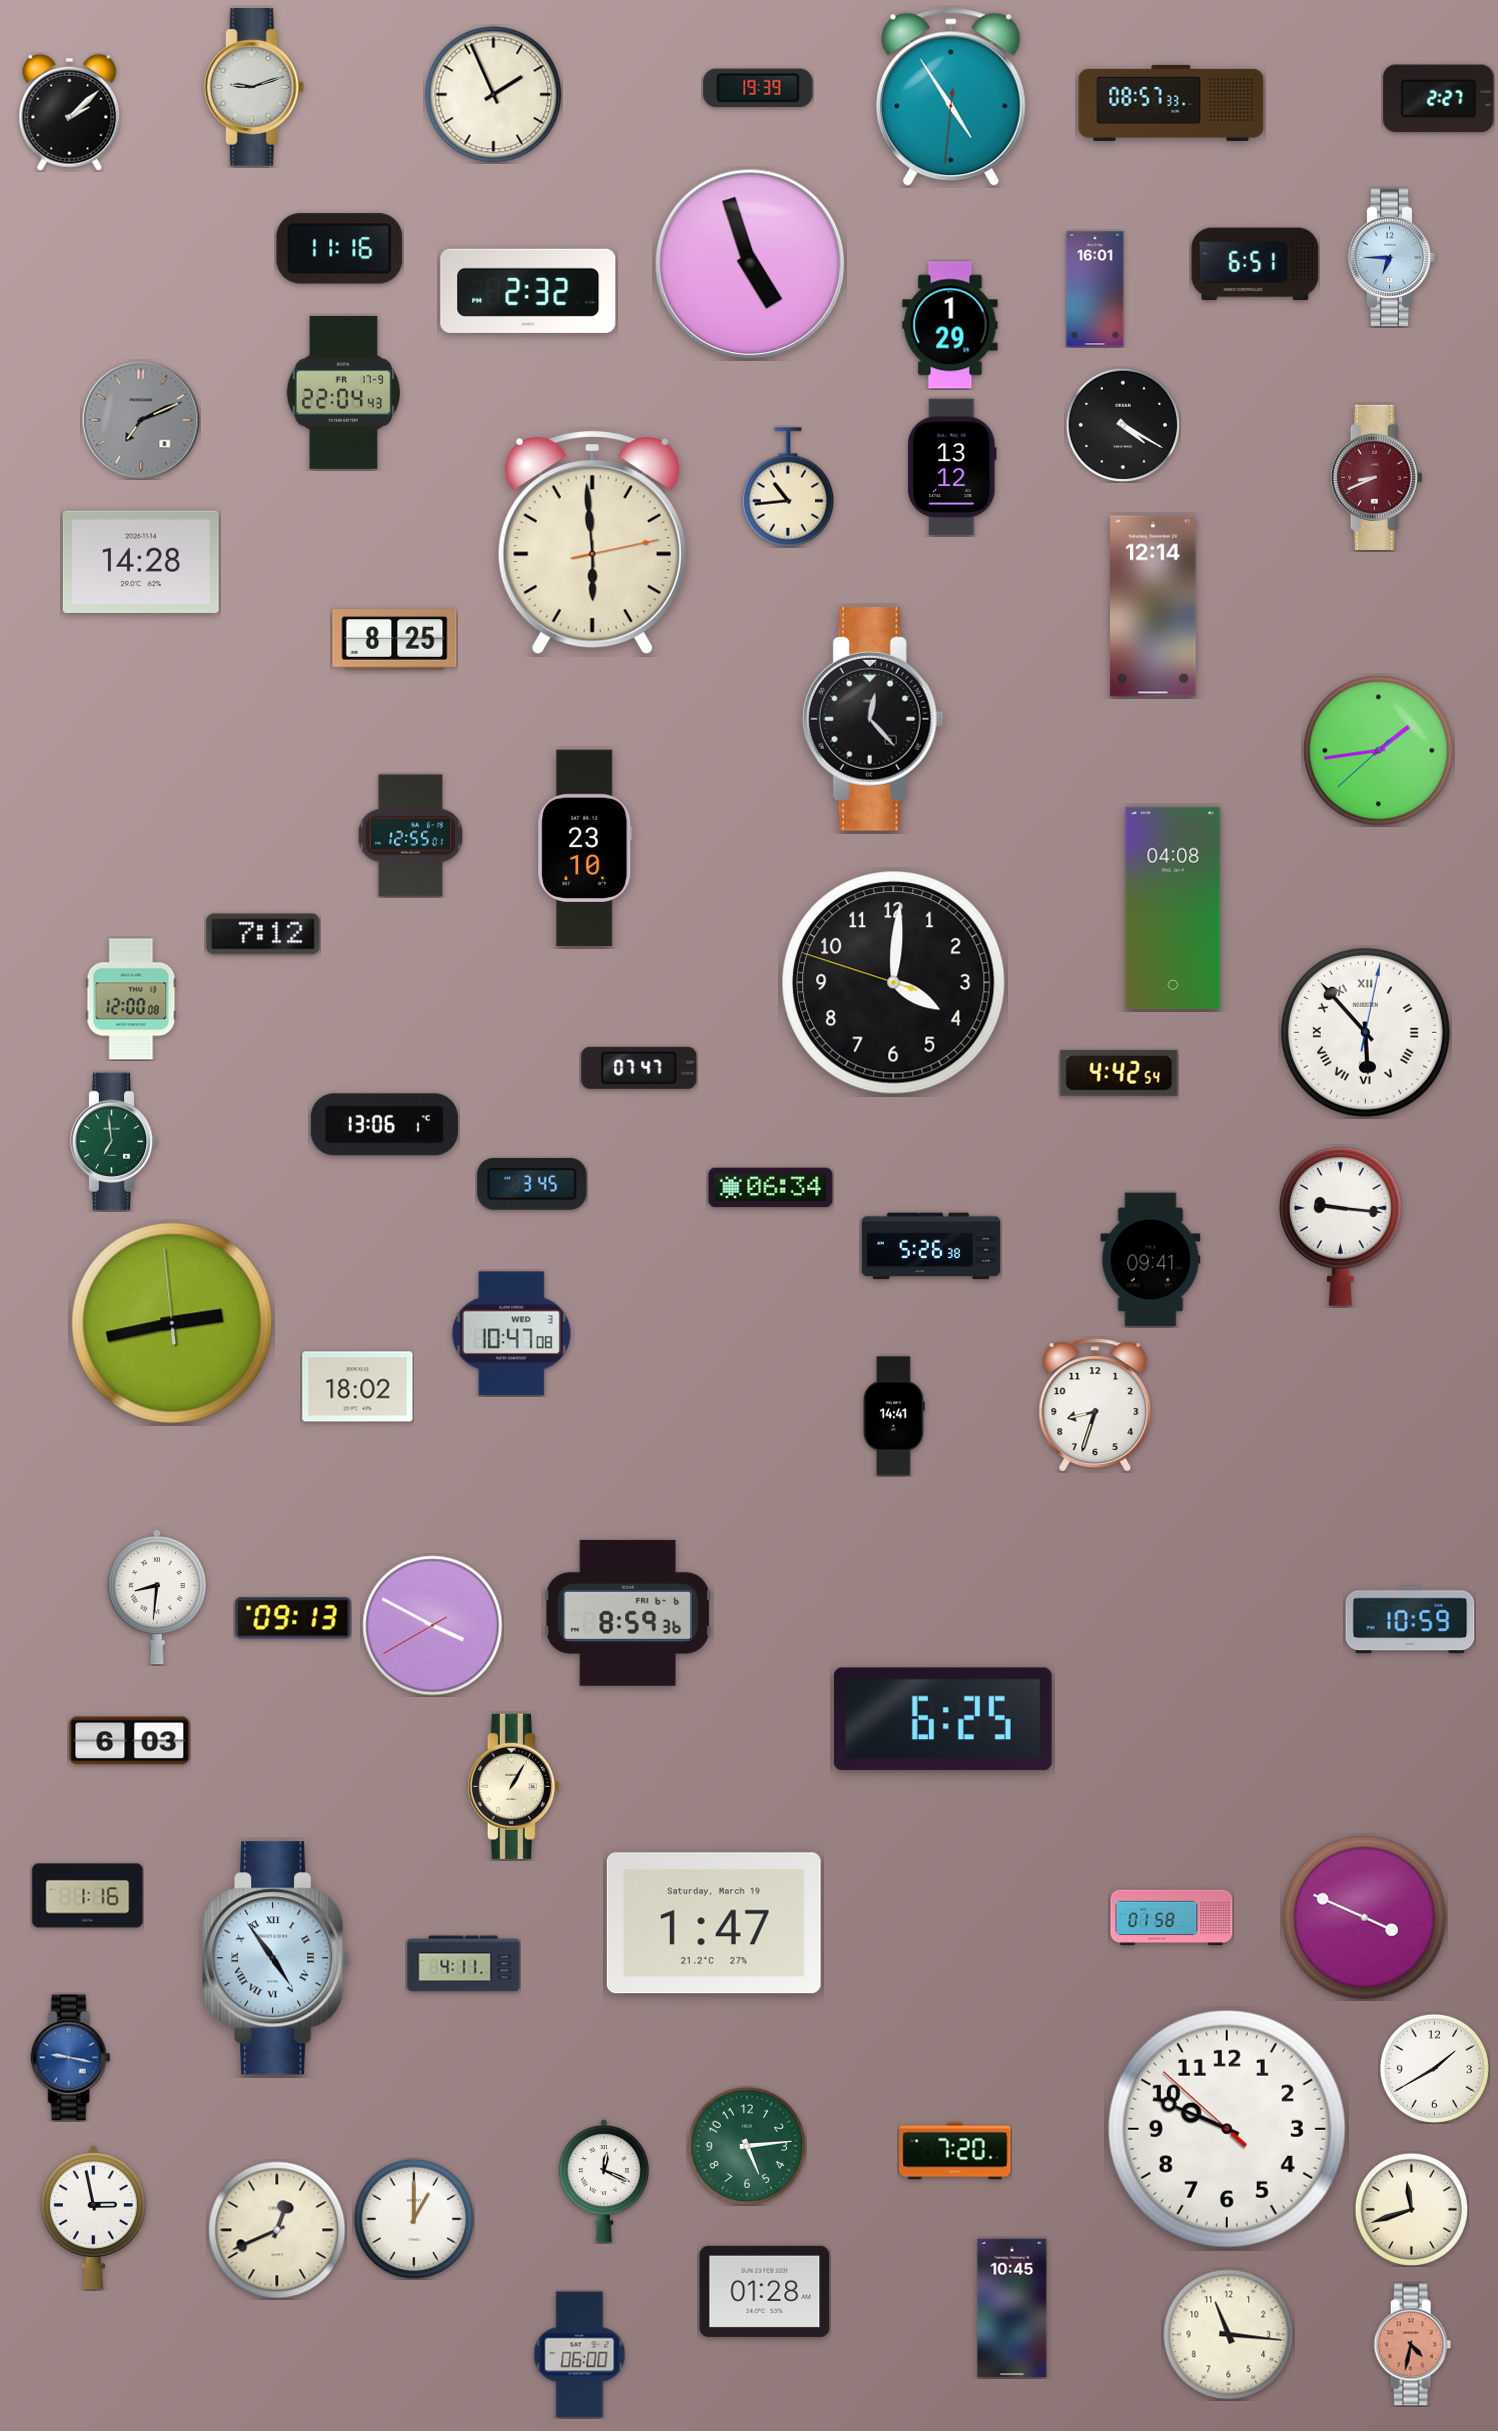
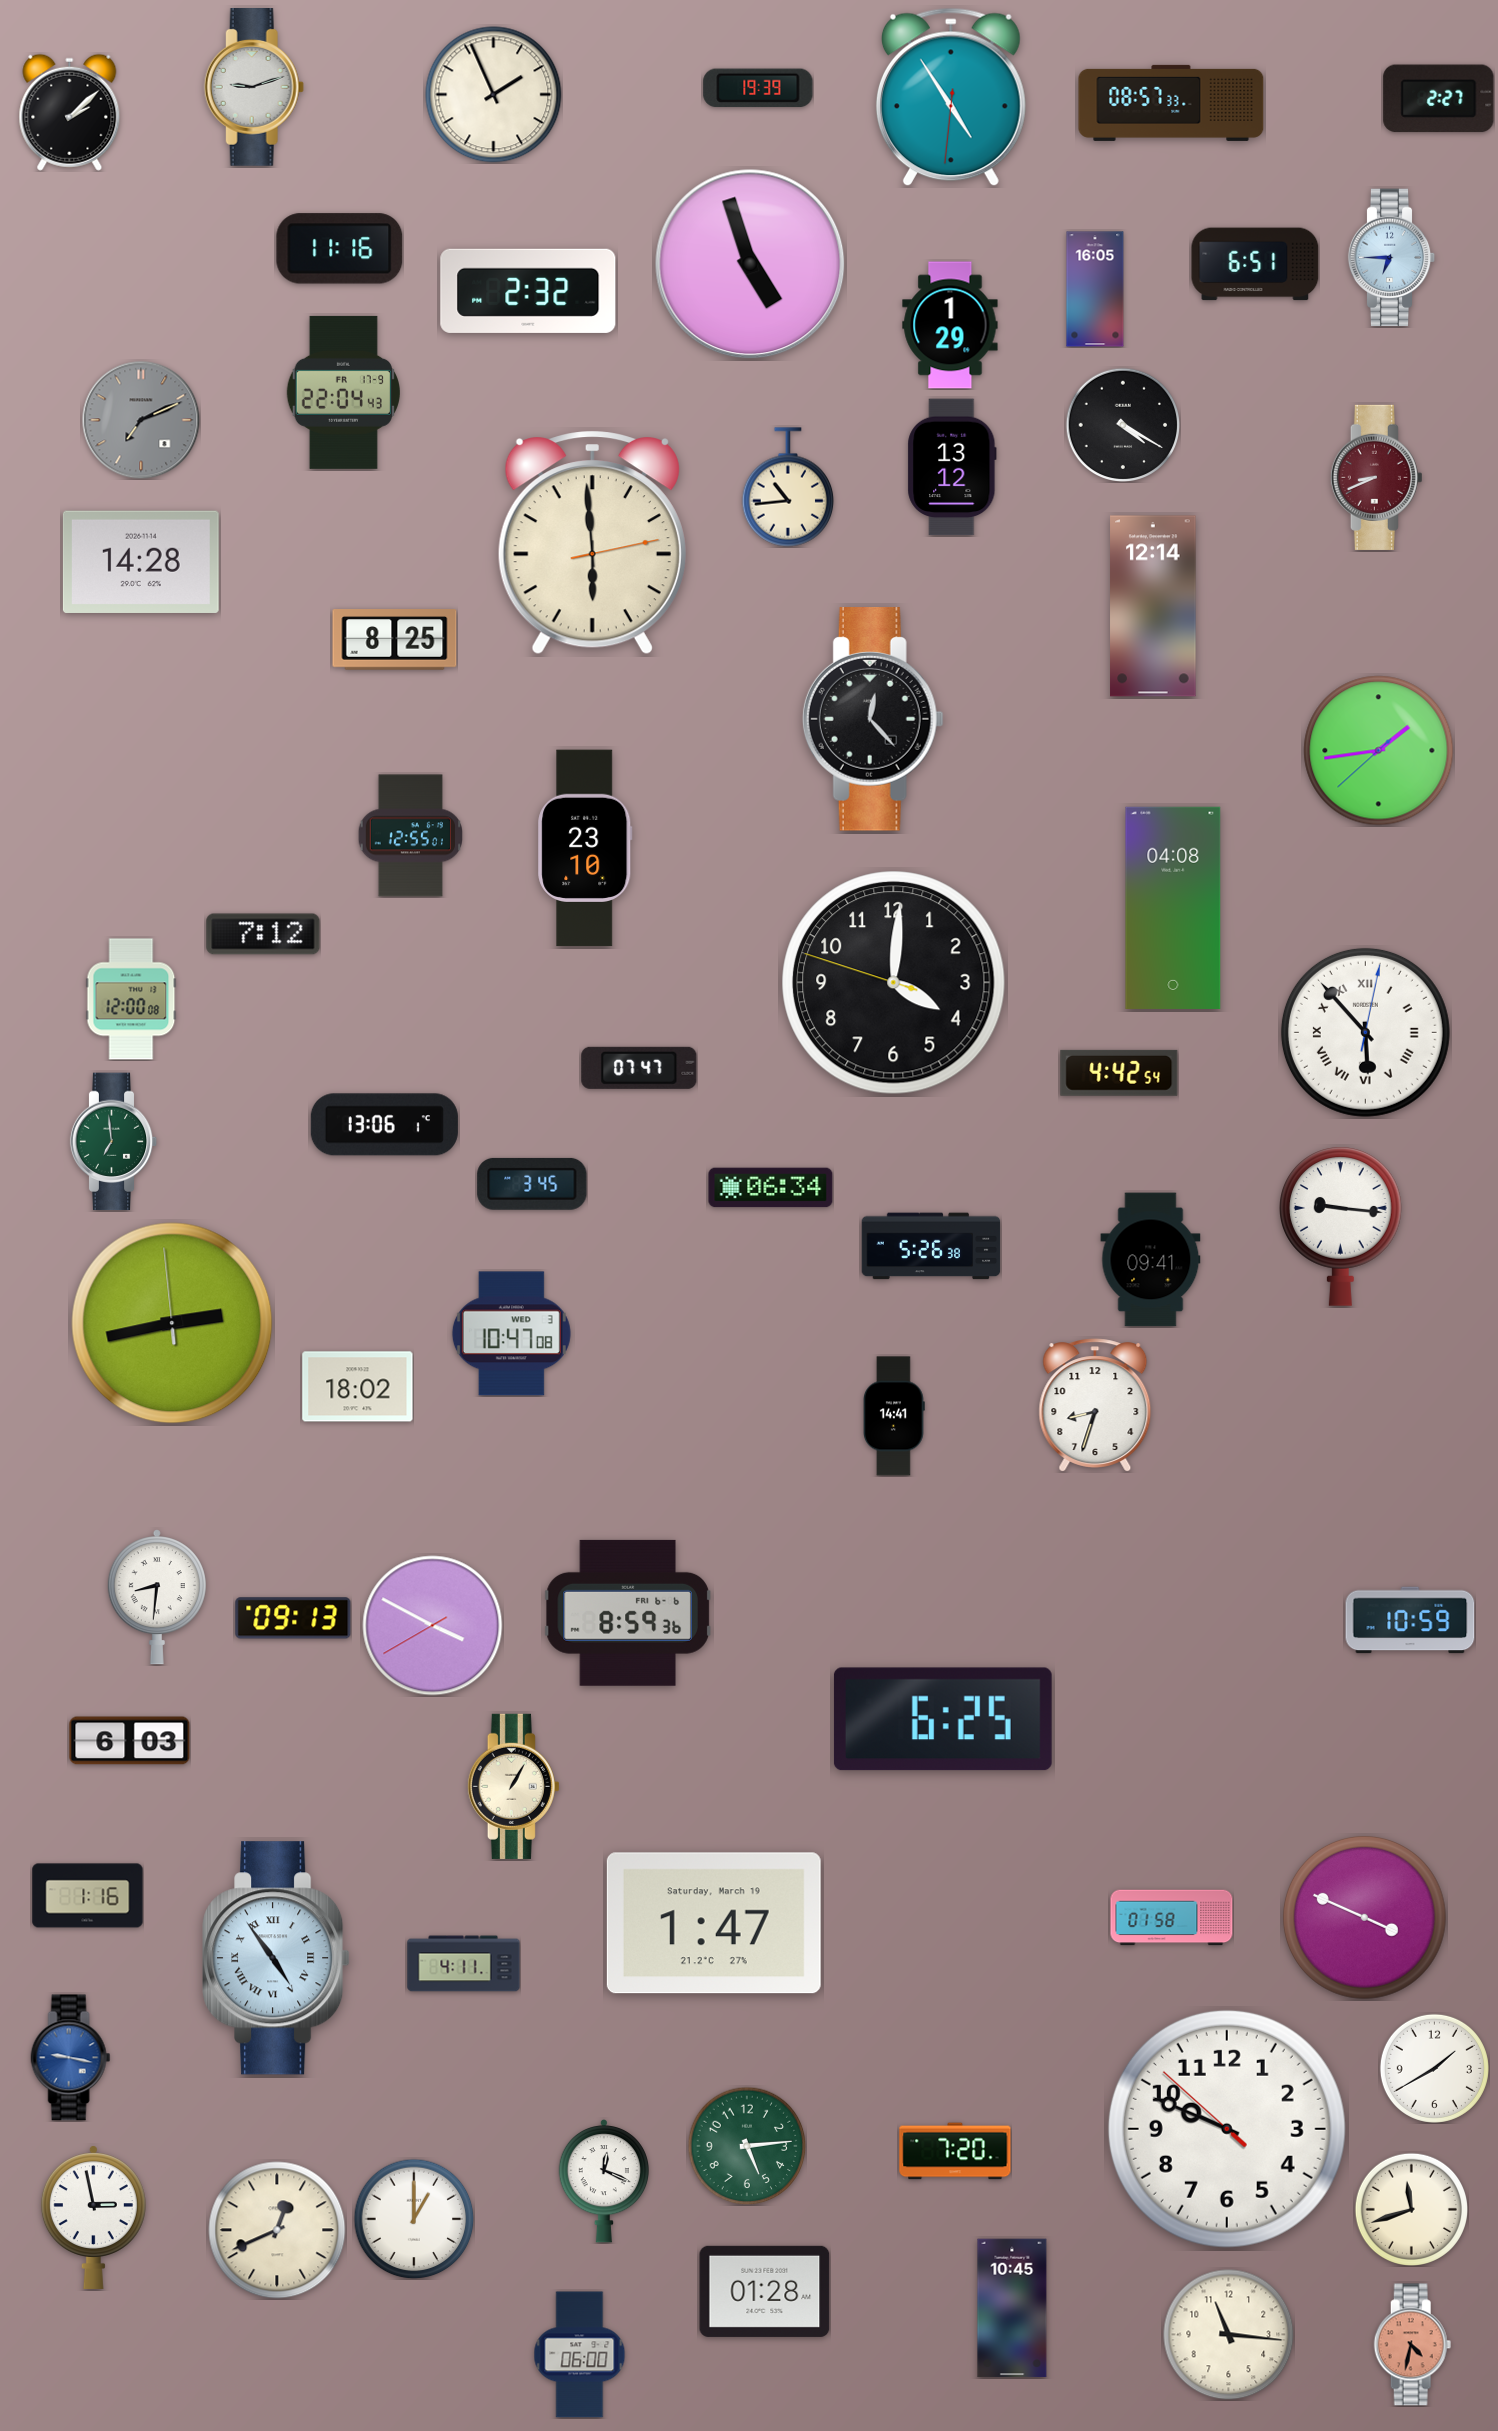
clock at (1095, 289): 16:01 -> 16:05
